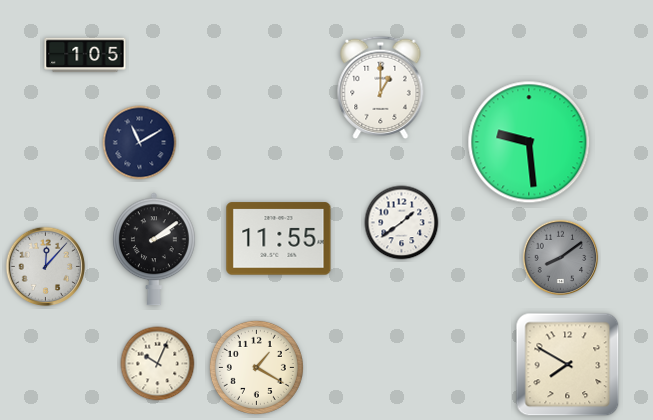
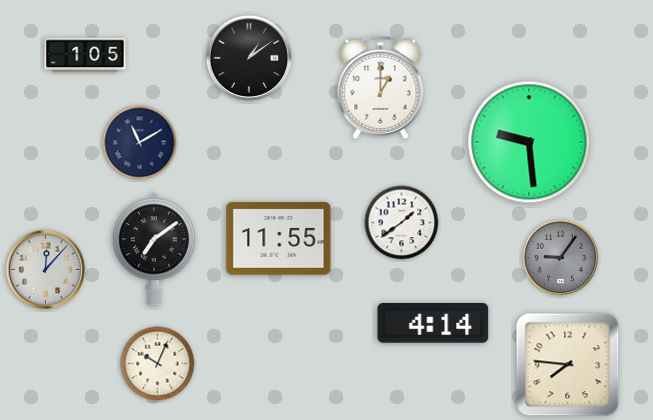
clock at (249, 57): none -> 1:09
clock at (154, 249): 2:09 -> 7:09
clock at (561, 258): 8:09 -> 9:06
clock at (46, 267) position: (46, 267) -> (46, 270)
clock at (433, 324): none -> 4:14
clock at (568, 365): 7:50 -> 7:46
clock at (256, 367): 1:20 -> none
